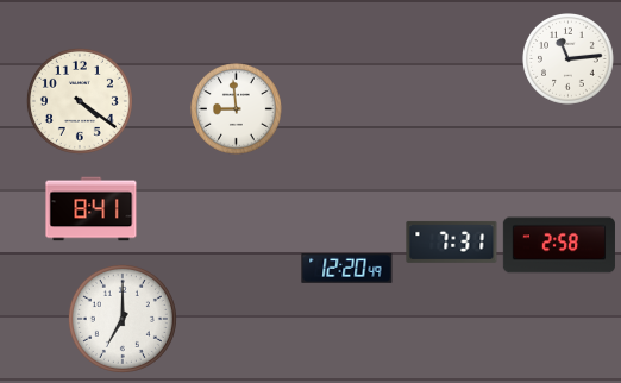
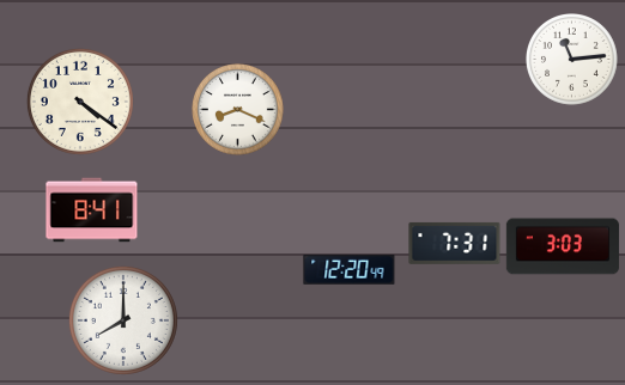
clock at (237, 109): 8:59 -> 8:19
clock at (559, 245): 2:58 -> 3:03
clock at (123, 319): 7:00 -> 8:00
